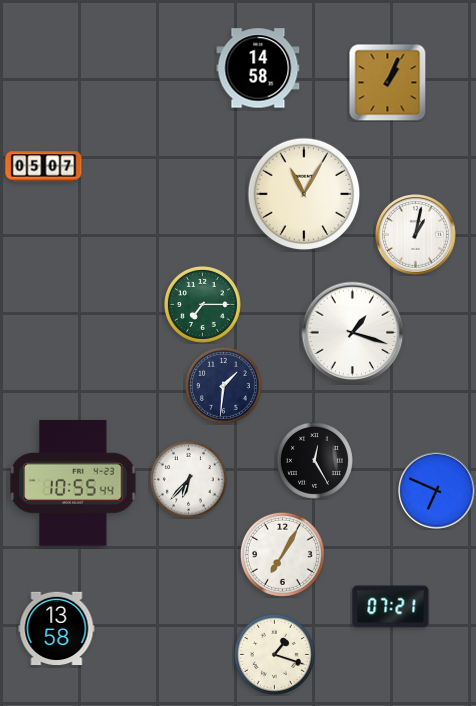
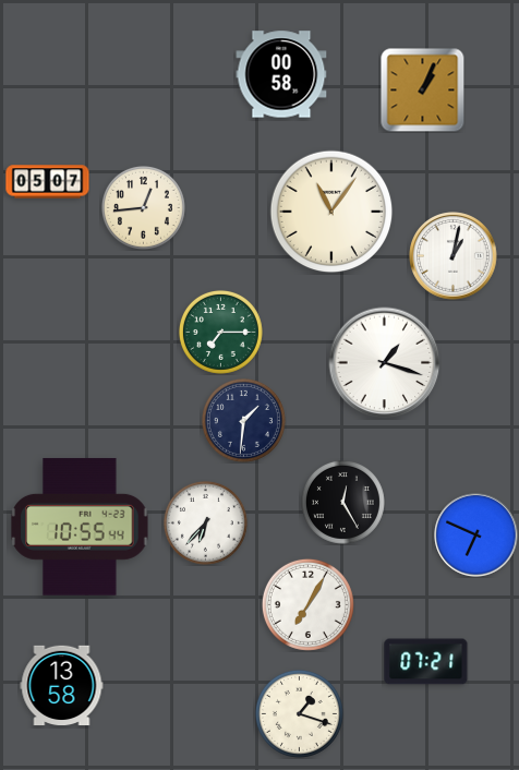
clock at (258, 68): 14:58 -> 00:58
clock at (143, 207): none -> 12:44
clock at (304, 194): 11:05 -> 11:06
